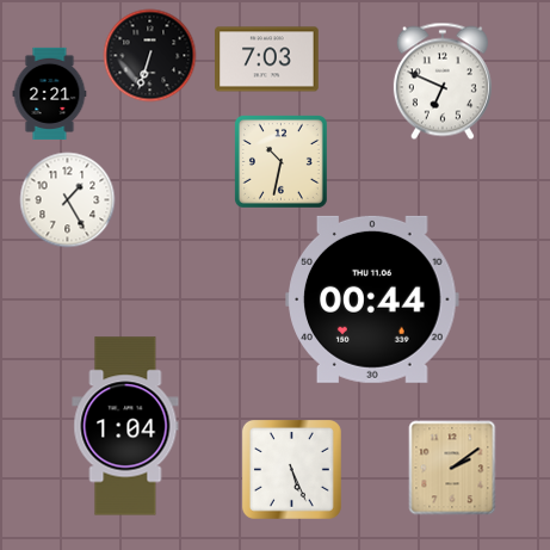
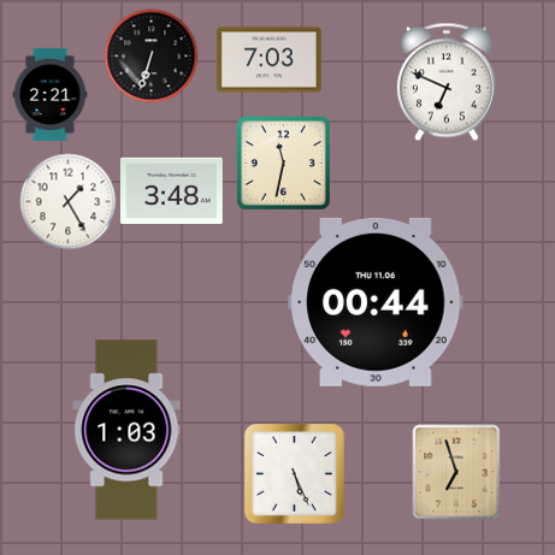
clock at (280, 161): 10:32 -> 11:32
clock at (171, 190): none -> 3:48
clock at (125, 426): 1:04 -> 1:03
clock at (452, 468): 2:09 -> 6:57
